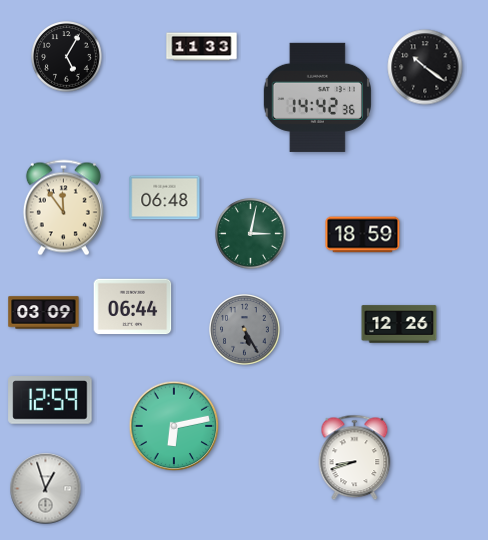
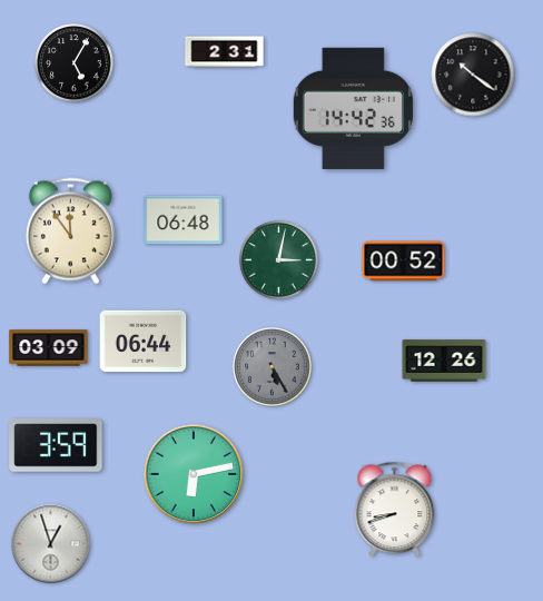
clock at (202, 47): 11:33 -> 2:31
clock at (363, 235): 18:59 -> 00:52
clock at (133, 307) position: (133, 307) -> (144, 342)
clock at (50, 401): 12:59 -> 3:59
